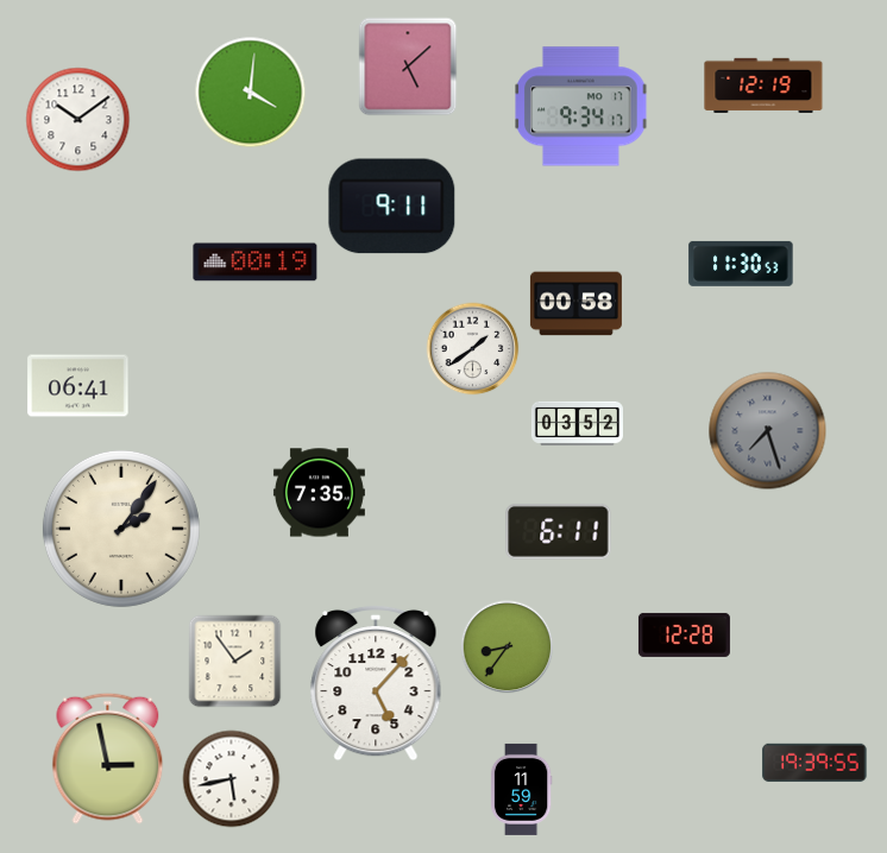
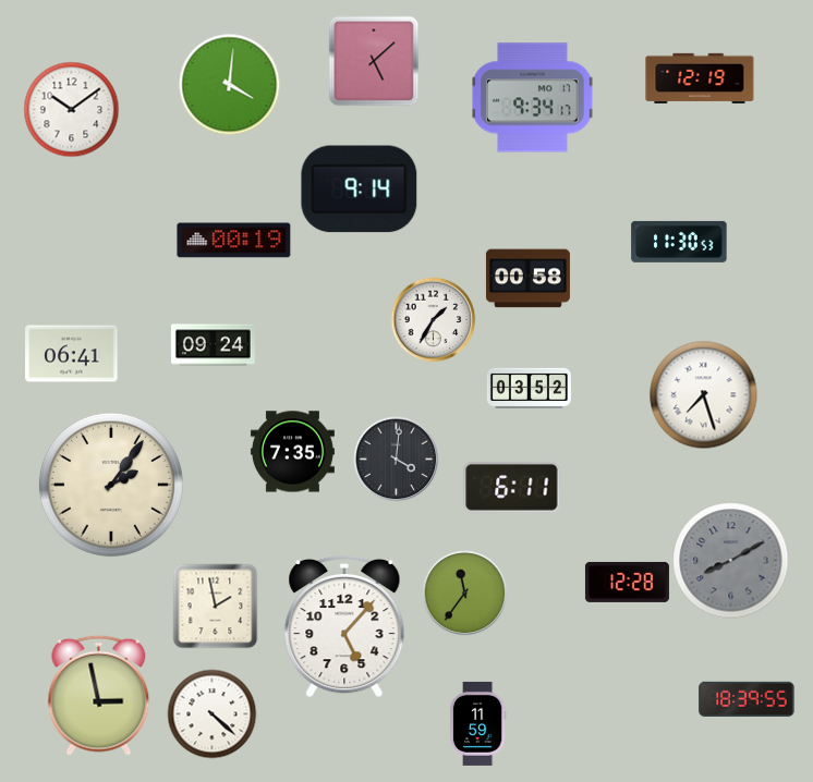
clock at (392, 207): 9:11 -> 9:14
clock at (472, 348): 1:39 -> 1:35
clock at (213, 345): none -> 09:24
clock at (768, 431) dial: grey -> white
clock at (396, 459): none -> 4:01
clock at (731, 561): none -> 8:10
clock at (507, 646): 8:36 -> 11:36
clock at (234, 661): 1:54 -> 1:58
clock at (814, 763): 19:39 -> 18:39
clock at (231, 778): 5:43 -> 4:22
